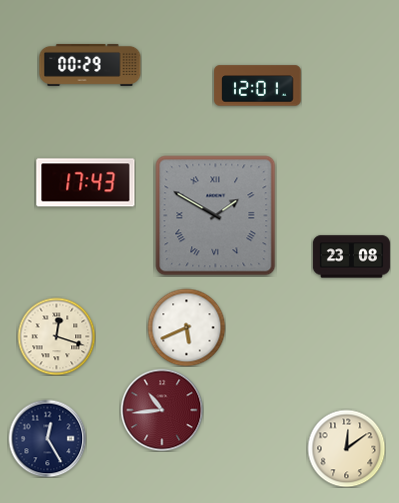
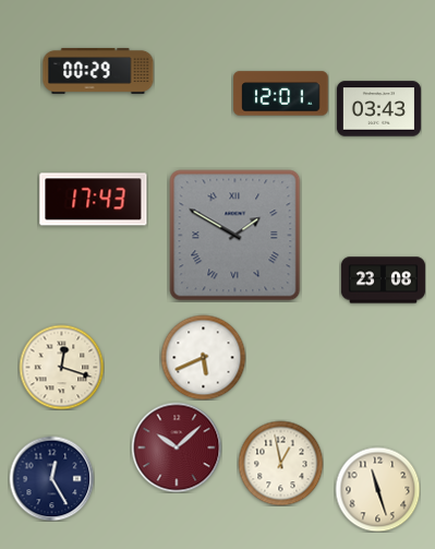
clock at (378, 109): none -> 03:43
clock at (162, 410): 10:44 -> 10:08
clock at (280, 463): none -> 12:58
clock at (346, 448): 12:09 -> 11:27
